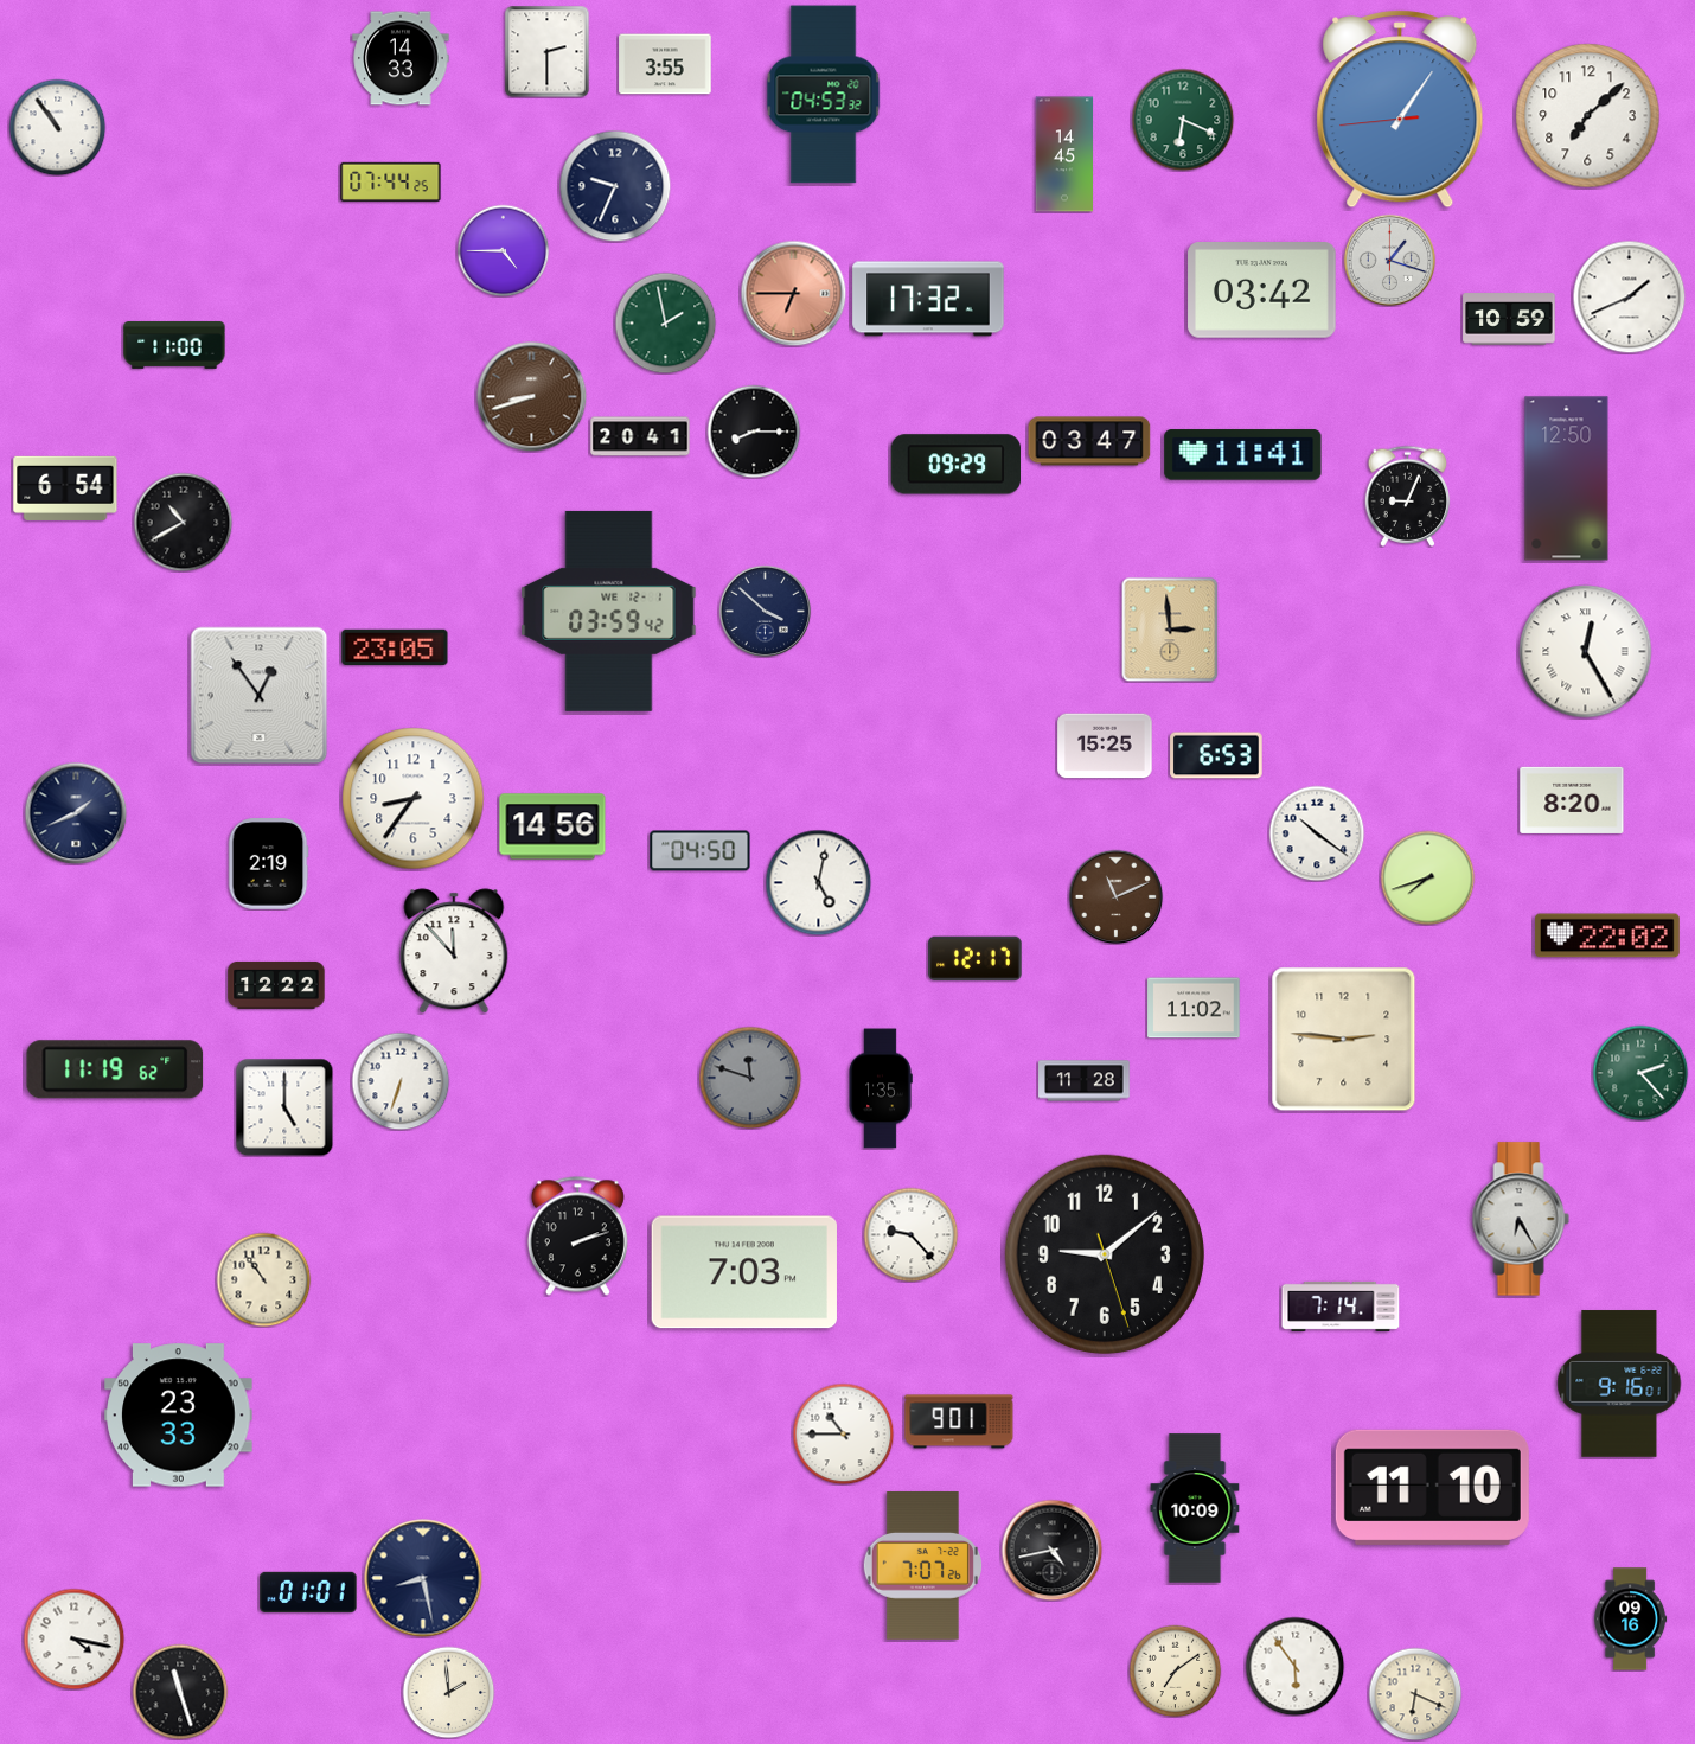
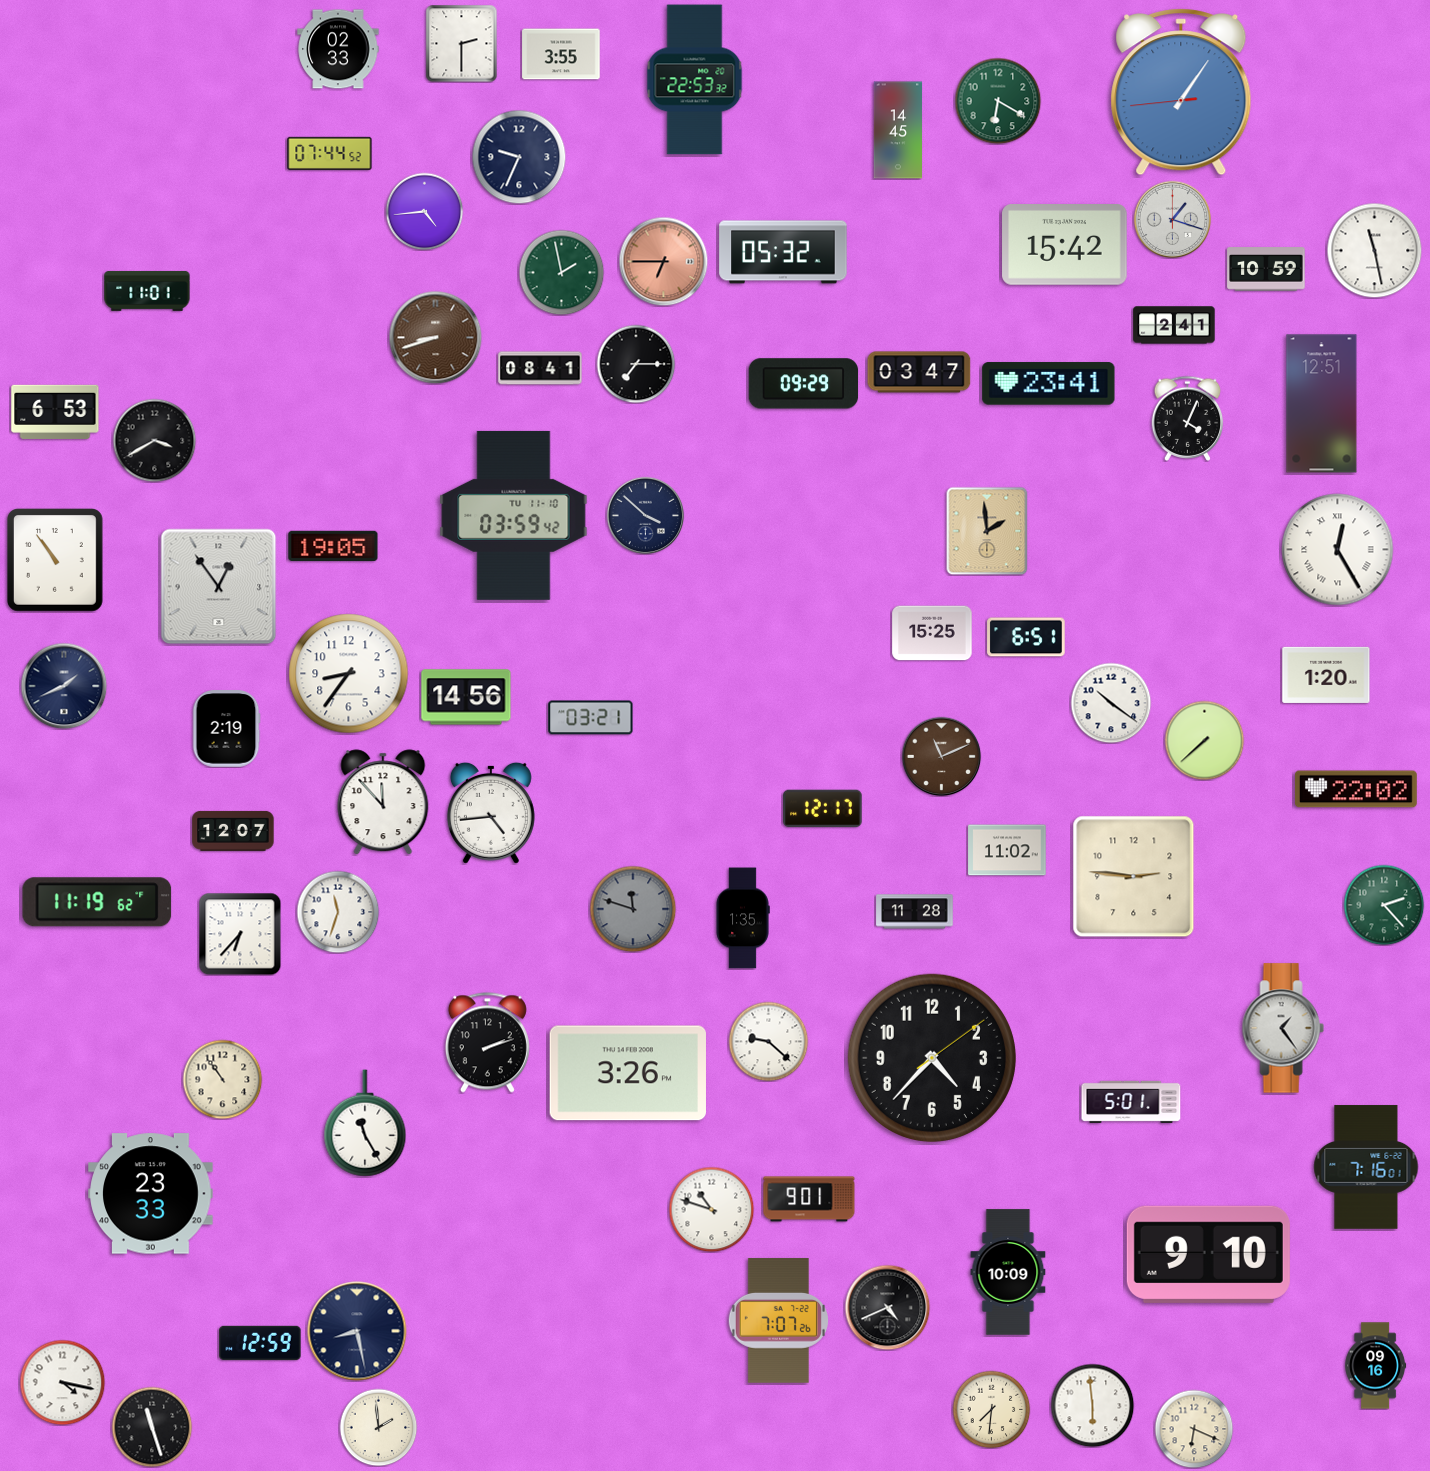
clock at (401, 58): 14:33 -> 02:33
clock at (824, 95): 04:53 -> 22:53
clock at (1588, 116): 7:08 -> none
clock at (1183, 120): 6:19 -> 6:20
clock at (57, 127): 10:54 -> none
clock at (391, 181): 07:44:25 -> 07:44:52
clock at (503, 250): 4:45 -> 4:44
clock at (1262, 290): 03:42 -> 15:42
clock at (793, 293) position: (793, 293) -> (663, 261)
clock at (1629, 296): 1:41 -> 11:28
clock at (928, 299): 17:32 -> 05:32
clock at (1509, 319) position: (1509, 319) -> (1266, 269)
clock at (174, 345): 11:00 -> 11:01
clock at (1174, 325): none -> 2:41
clock at (531, 396) position: (531, 396) -> (435, 337)
clock at (754, 432): 8:15 -> 7:15
clock at (640, 436): 20:41 -> 08:41
clock at (1243, 455): 11:41 -> 23:41
clock at (957, 465) position: (957, 465) -> (804, 384)
clock at (1567, 479): 12:50 -> 12:51
clock at (65, 488): 6:54 -> 6:53
clock at (1408, 496): 9:04 -> 4:04
clock at (183, 522): 10:40 -> 3:40
clock at (609, 611) date: WE 12-1 -> TU 11-10
clock at (1170, 630): 2:59 -> 1:59
clock at (395, 647): 23:05 -> 19:05
clock at (56, 561): none -> 10:54
clock at (1105, 746) position: (1105, 746) -> (932, 633)
clock at (1216, 755): 6:53 -> 6:51
clock at (1572, 800): 8:20 -> 1:20
clock at (701, 851): 04:50 -> 03:21
clock at (1427, 877): 7:42 -> 7:38
clock at (818, 882): 5:02 -> none
clock at (491, 813): none -> 4:44
clock at (276, 985): 12:22 -> 12:07
clock at (401, 1081): 6:33 -> 11:33
clock at (284, 1107): 5:00 -> 6:37
clock at (1521, 1219): 6:25 -> 1:24
clock at (910, 1234): 9:23 -> 9:22
clock at (1105, 1254): 9:08 -> 4:37
clock at (744, 1272): 7:03 -> 3:26
clock at (1341, 1307): 7:14 -> 5:01
clock at (365, 1123): none -> 11:25
clock at (1619, 1384): 9:16 -> 7:16
clock at (843, 1433): 10:45 -> 10:48
clock at (1432, 1487): 11:10 -> 9:10
clock at (1051, 1550): 4:43 -> 4:41
clock at (308, 1592): 01:01 -> 12:59
clock at (1294, 1666): 5:54 -> 5:59
clock at (1175, 1670): 7:09 -> 7:31
